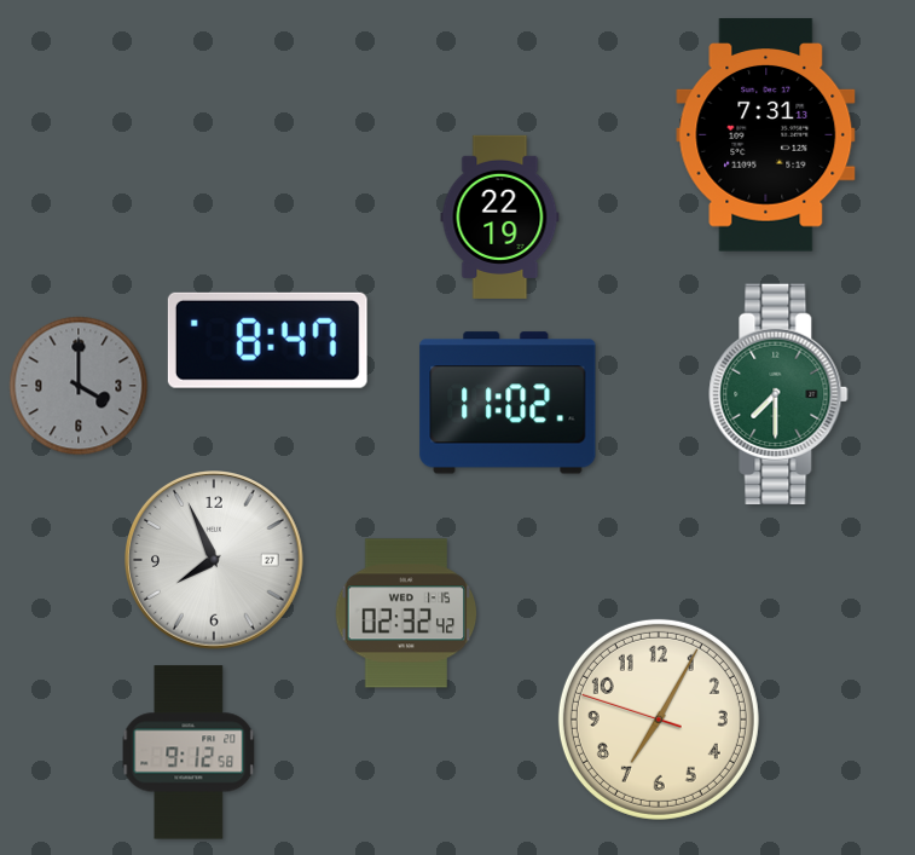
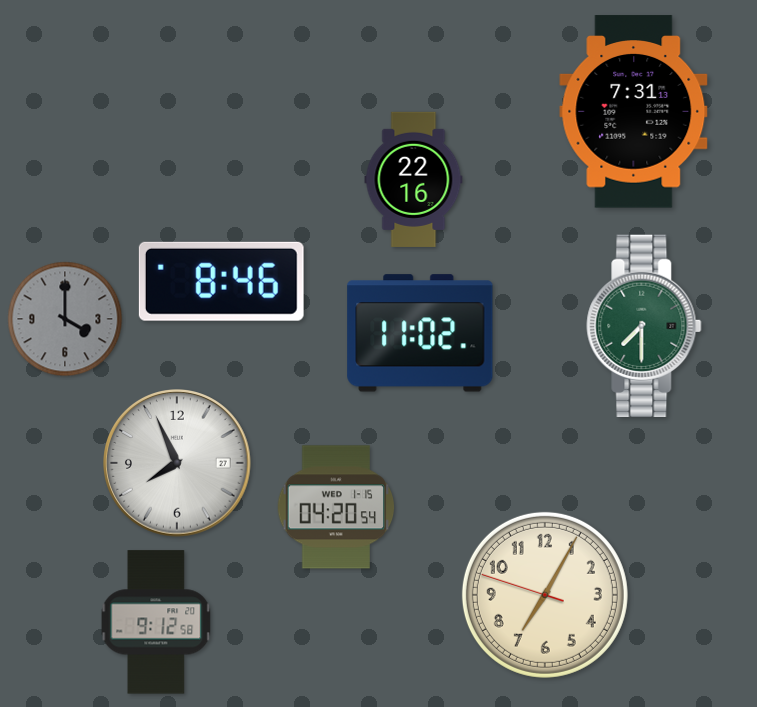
clock at (500, 216): 22:19 -> 22:16
clock at (267, 340): 8:47 -> 8:46
clock at (406, 613): 02:32 -> 04:20
